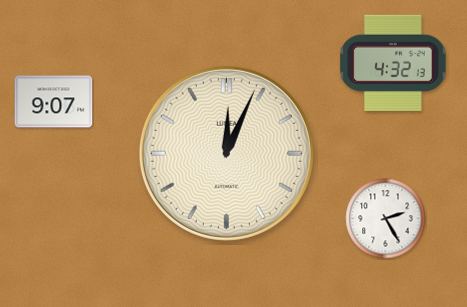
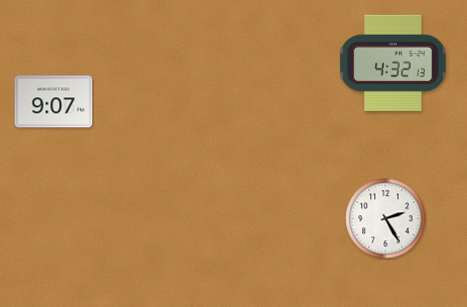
clock at (226, 153): 12:04 -> none
